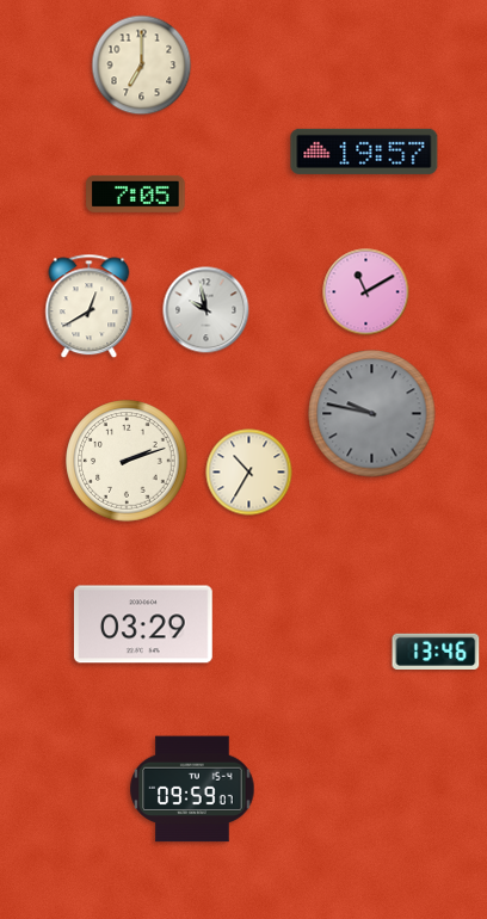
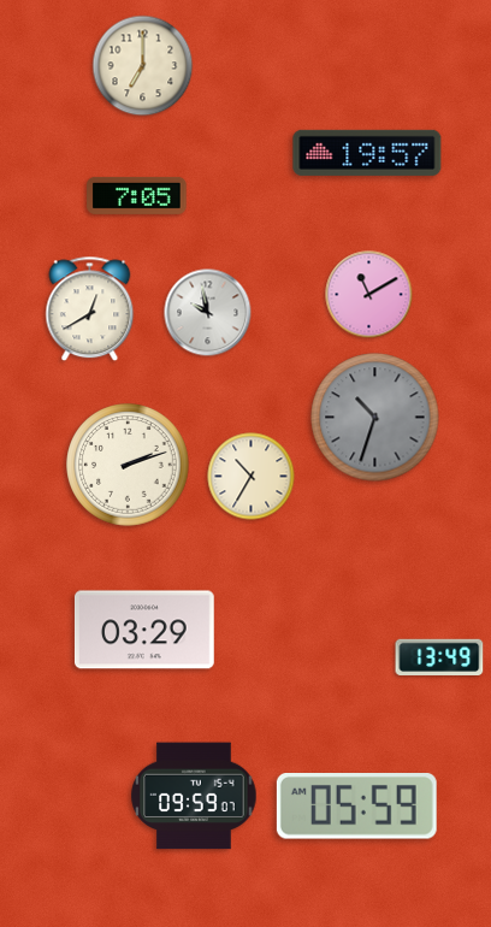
clock at (372, 414): 9:47 -> 10:33
clock at (436, 652): 13:46 -> 13:49
clock at (356, 807): none -> 05:59
